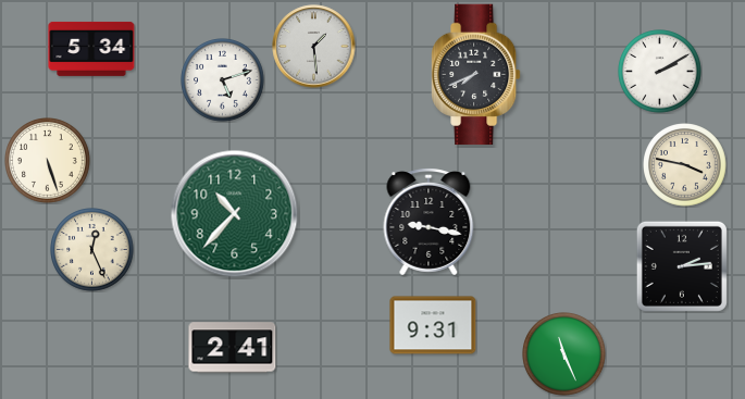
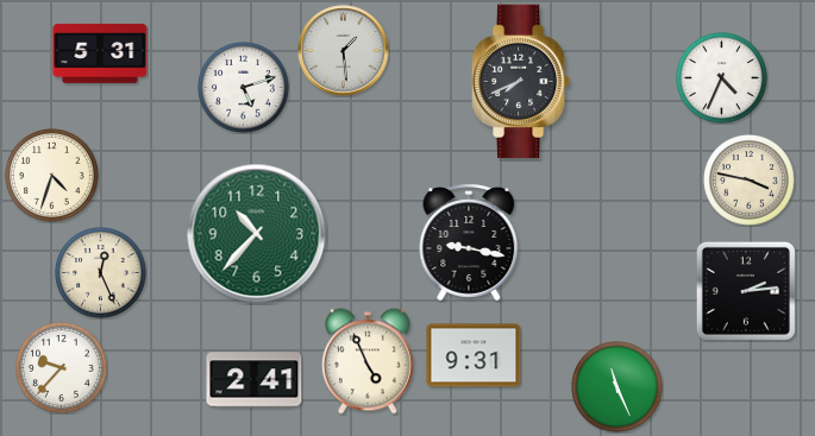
clock at (91, 49): 5:34 -> 5:31
clock at (660, 72): 2:10 -> 4:34
clock at (48, 161): 5:27 -> 4:33
clock at (368, 361): none -> 4:56
clock at (62, 368): none -> 9:37
